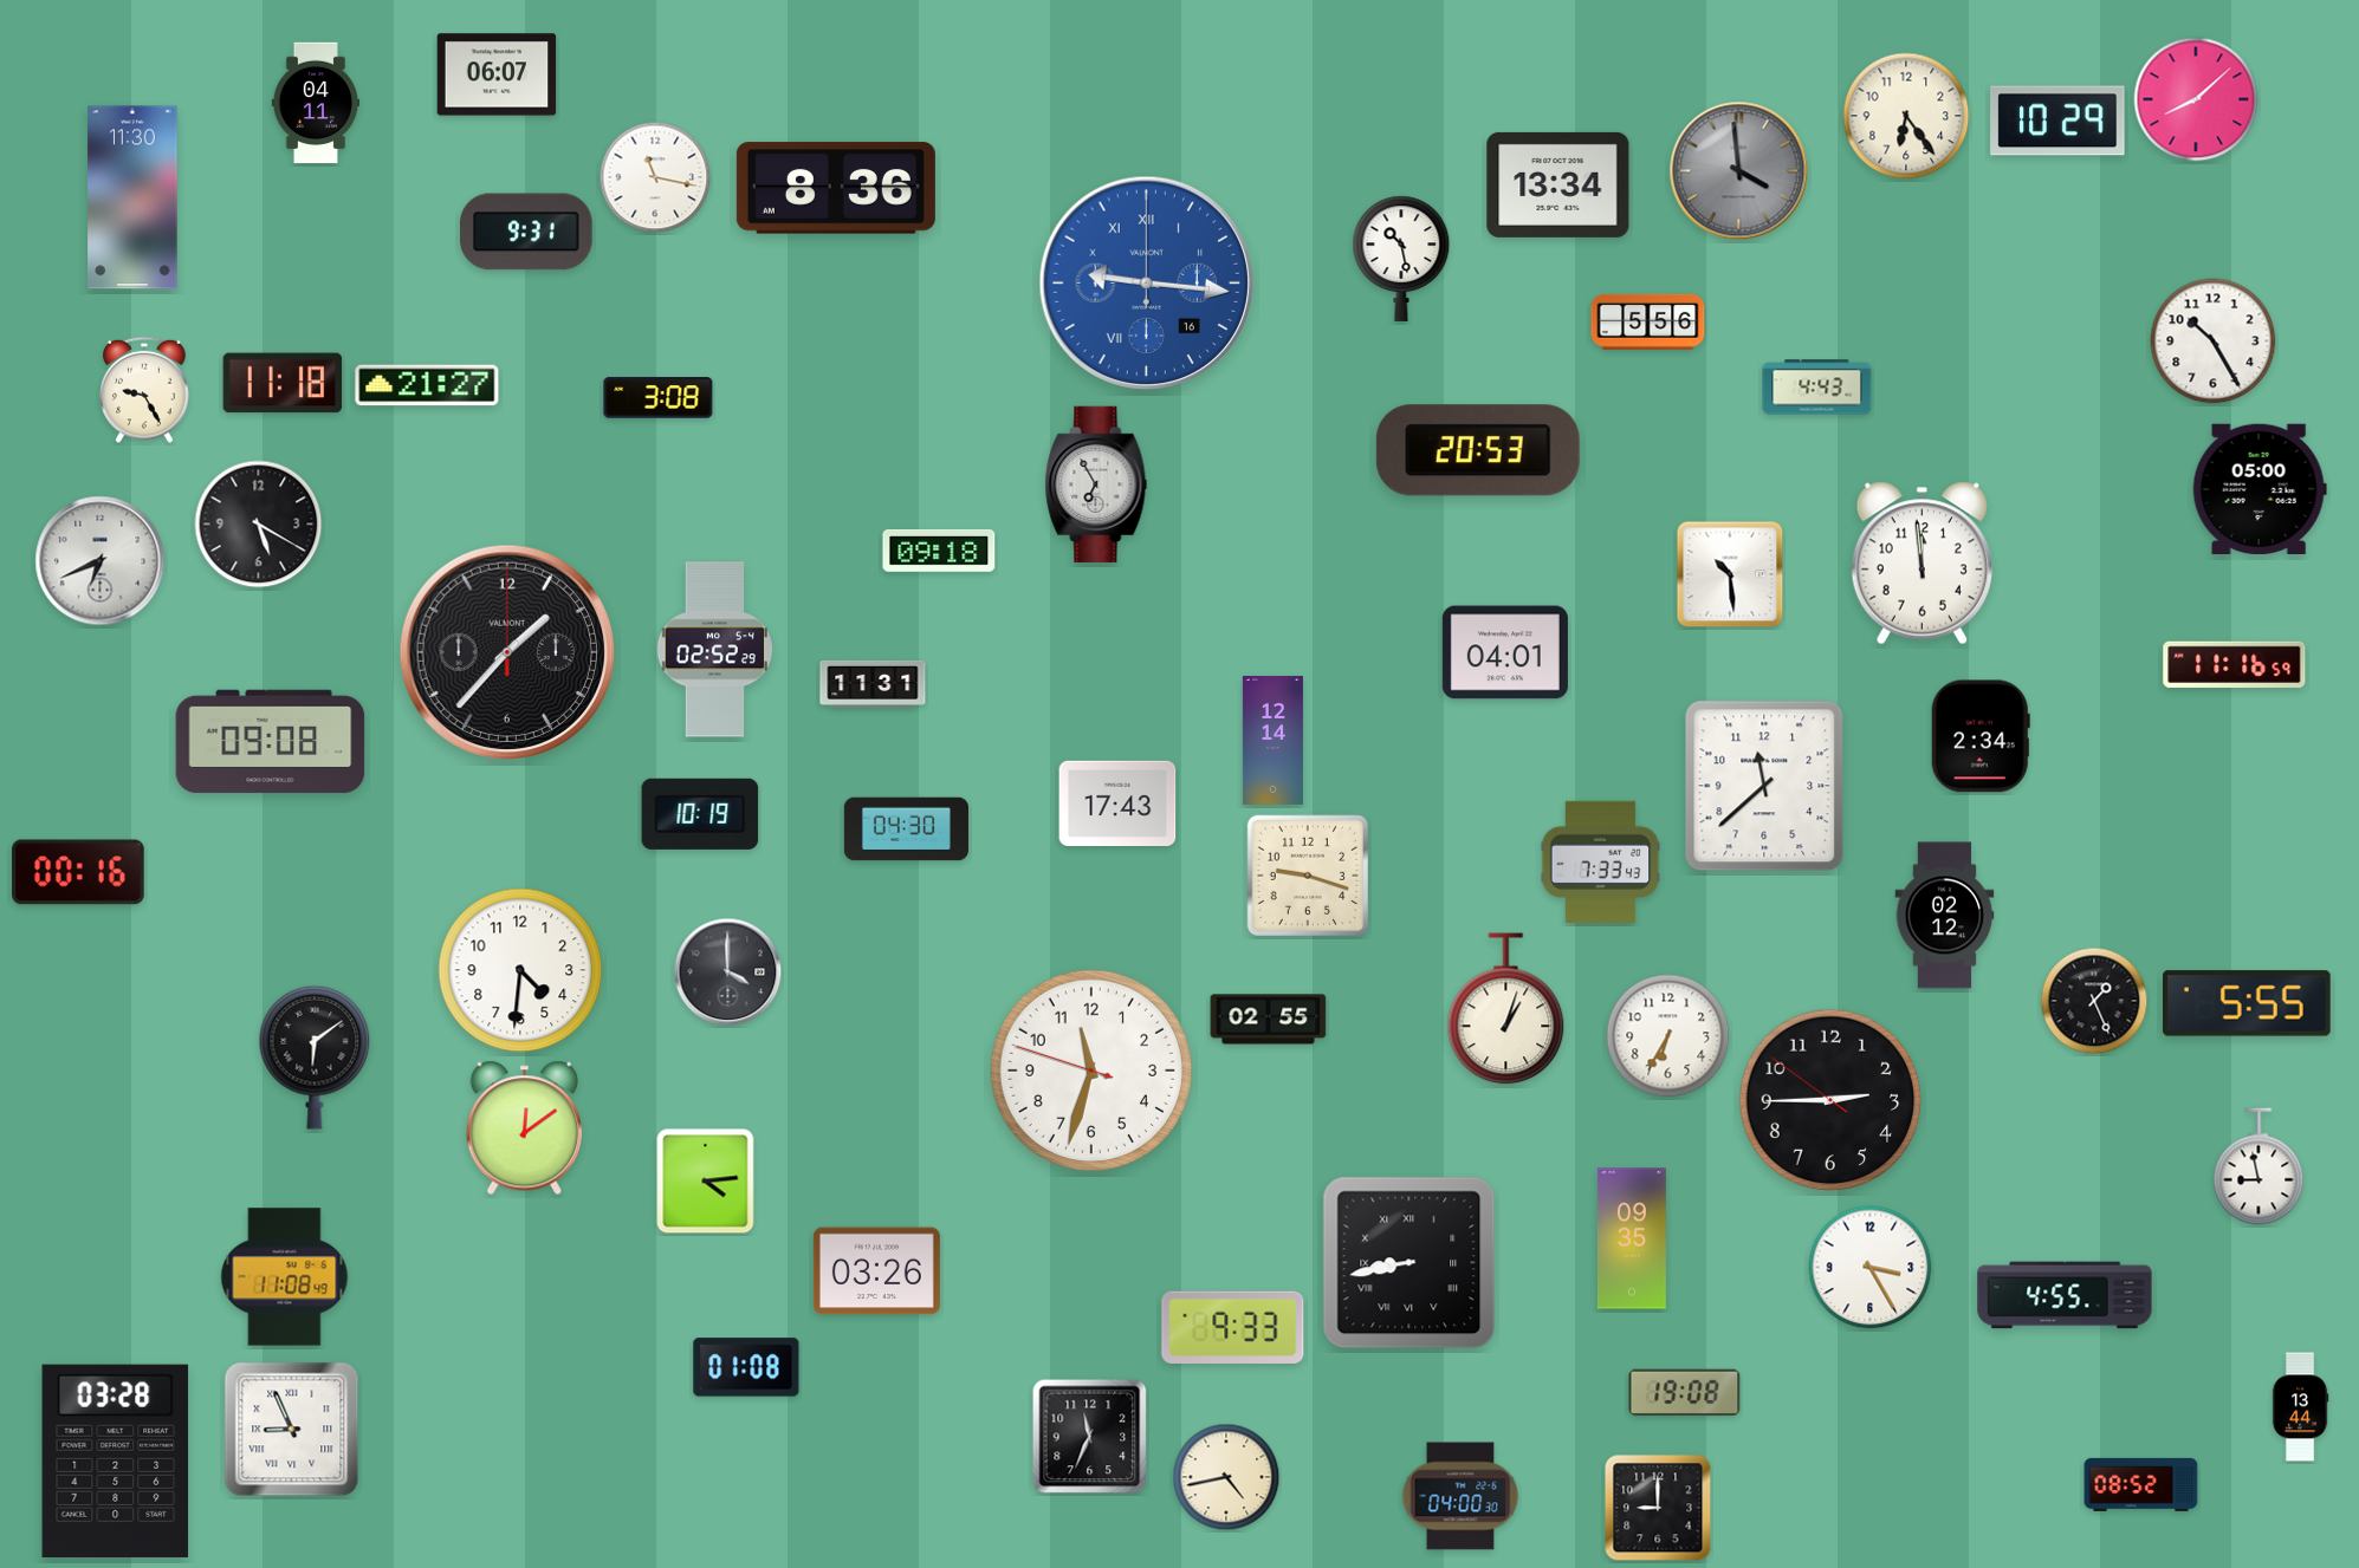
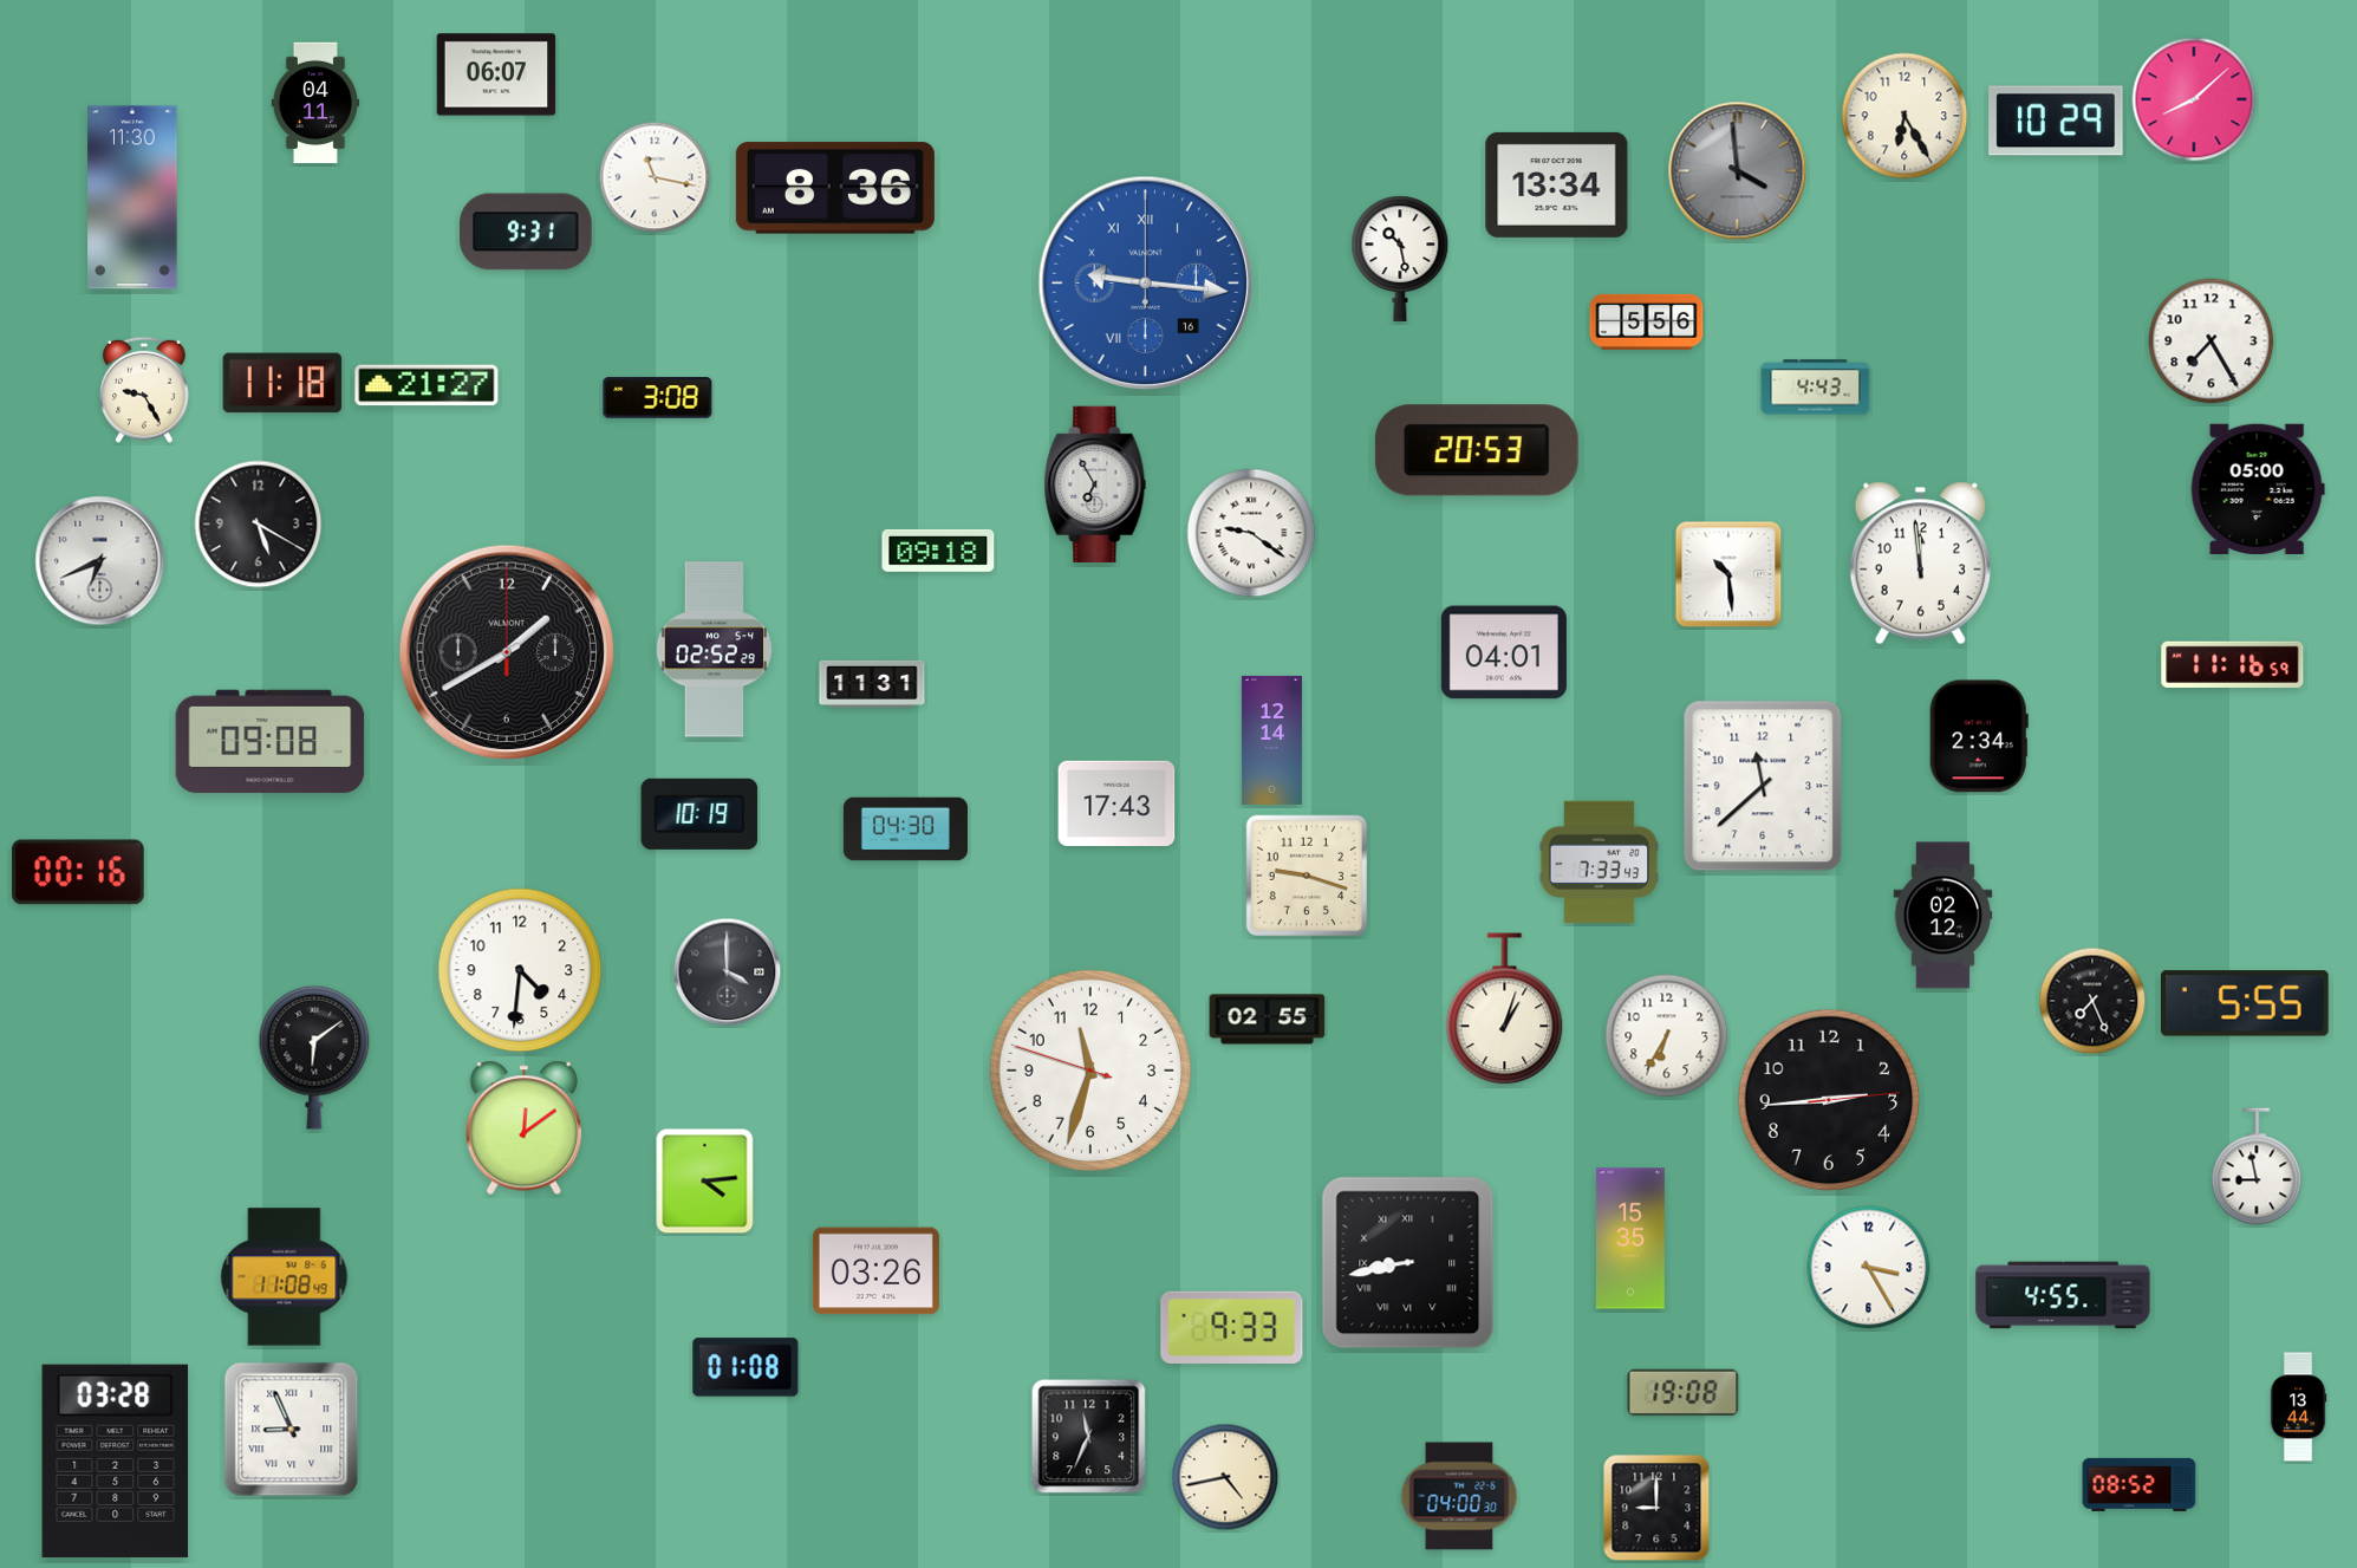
clock at (1906, 116): 6:24 -> 6:25
clock at (2214, 341): 10:25 -> 7:25
clock at (1251, 533): none -> 9:21
clock at (507, 652): 1:37 -> 1:40
clock at (2094, 1001): 1:26 -> 7:26
clock at (1830, 1100): 2:44:51 -> 2:44:14
clock at (1632, 1238): 09:35 -> 15:35
